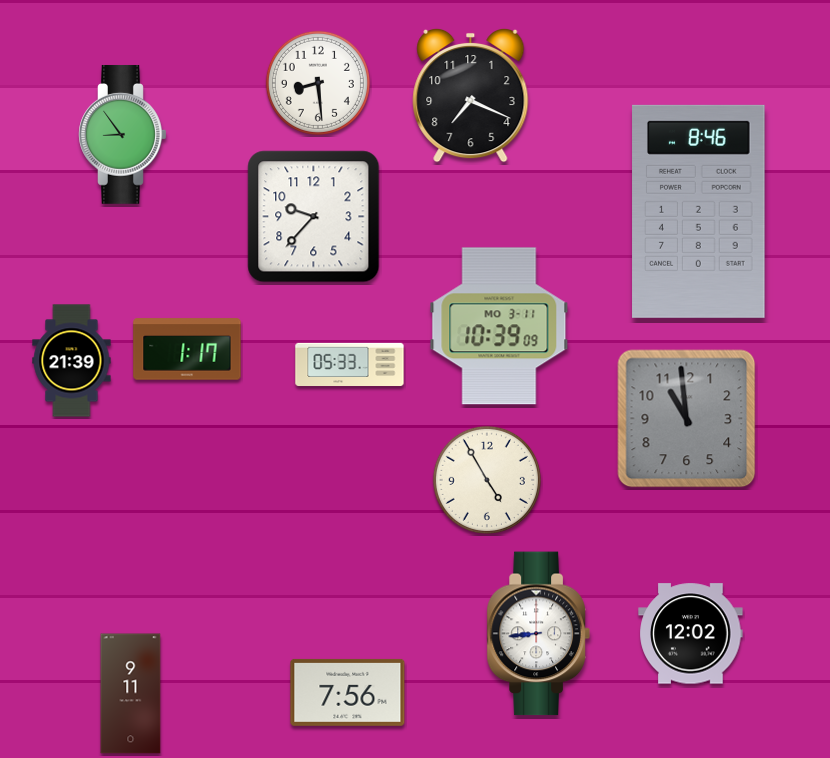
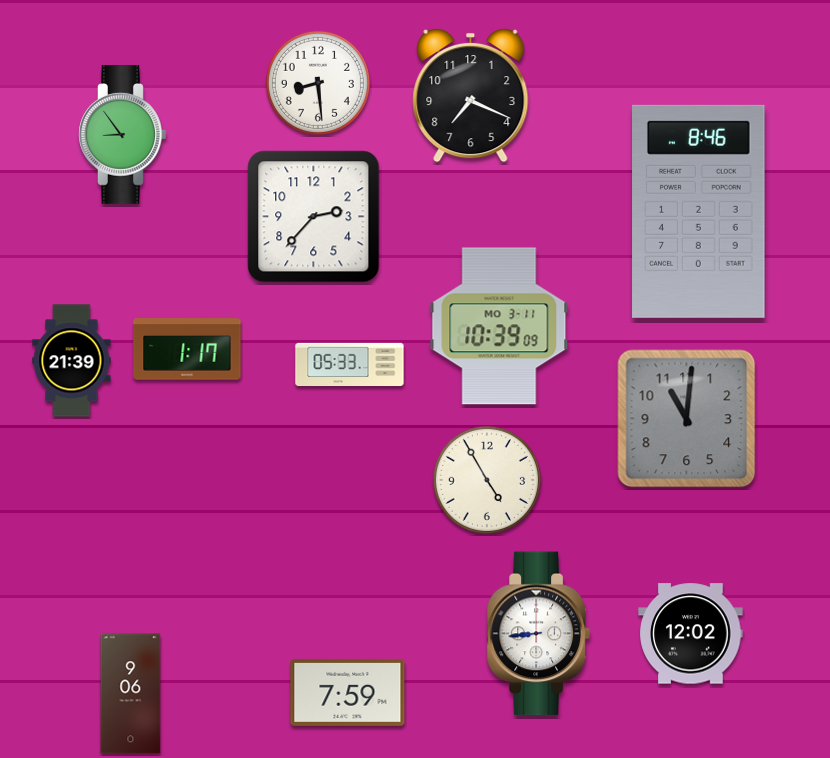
clock at (314, 217): 9:37 -> 2:37
clock at (687, 419): 10:59 -> 11:01
clock at (348, 692): 7:56 -> 7:59
clock at (131, 694): 9:11 -> 9:06
